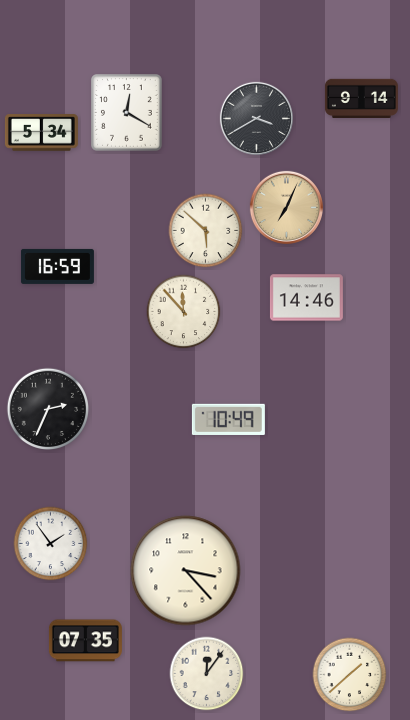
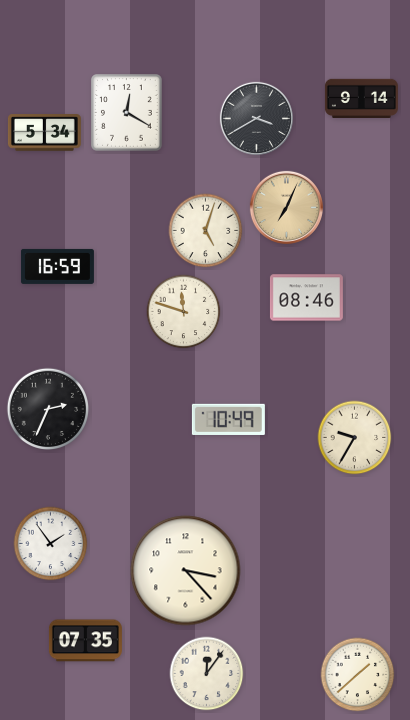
clock at (41, 133) position: (41, 133) -> (44, 133)
clock at (206, 231): 5:52 -> 5:03
clock at (306, 298): 14:46 -> 08:46
clock at (184, 312): 11:53 -> 11:48
clock at (355, 438): none -> 9:35
clock at (350, 675) position: (350, 675) -> (358, 675)
